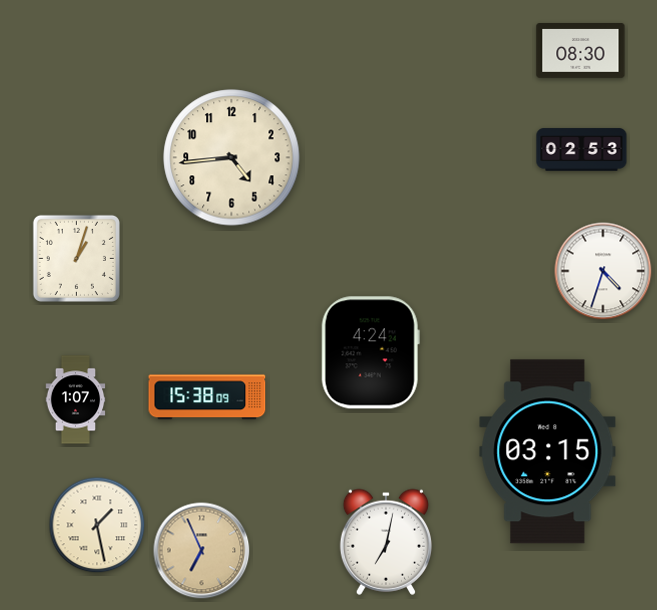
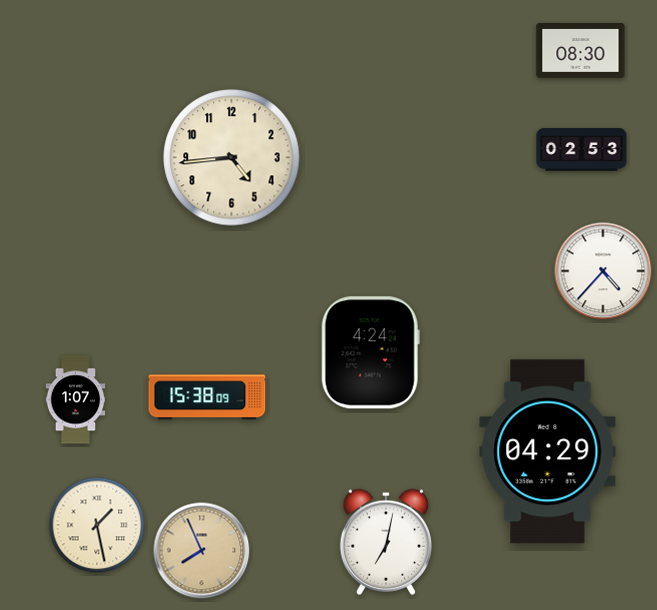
clock at (76, 258): 1:03 -> none
clock at (603, 271): 4:33 -> 4:37
clock at (548, 452): 03:15 -> 04:29
clock at (202, 551): 6:56 -> 7:56
